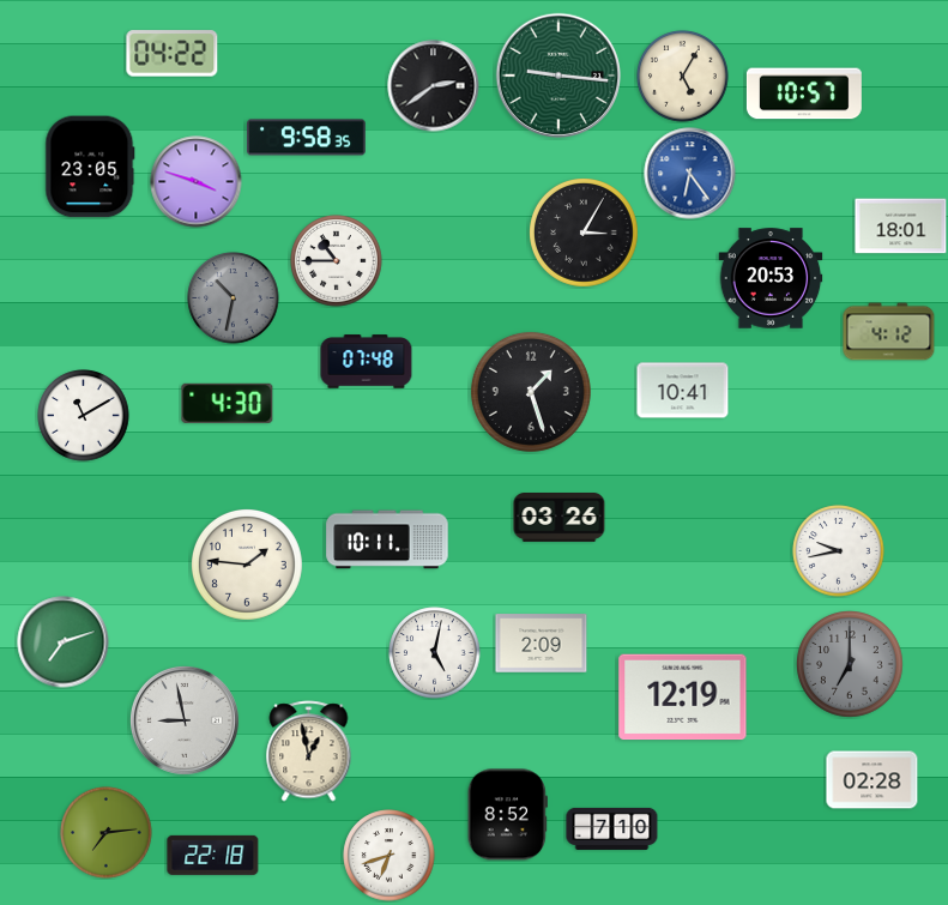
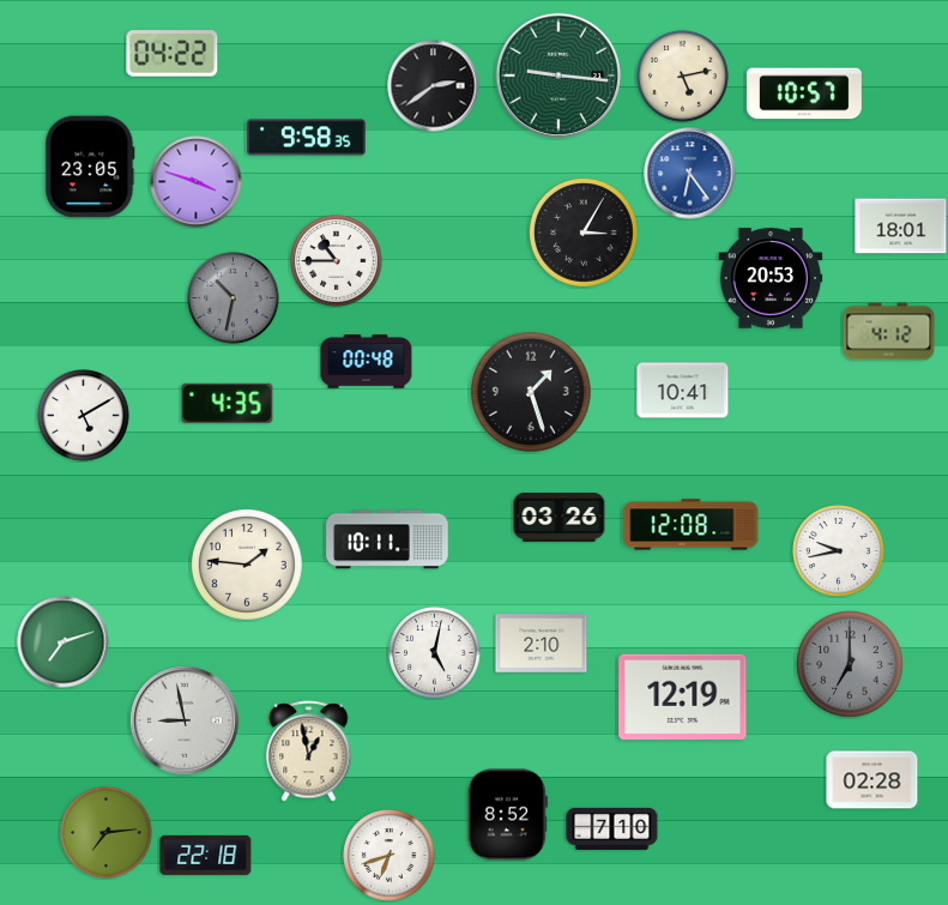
clock at (683, 77): 5:05 -> 5:13
clock at (367, 362): 07:48 -> 00:48
clock at (228, 403): 4:30 -> 4:35
clock at (84, 416): 11:10 -> 5:10
clock at (692, 525): none -> 12:08
clock at (542, 644): 2:09 -> 2:10
clock at (213, 855) position: (213, 855) -> (206, 855)
